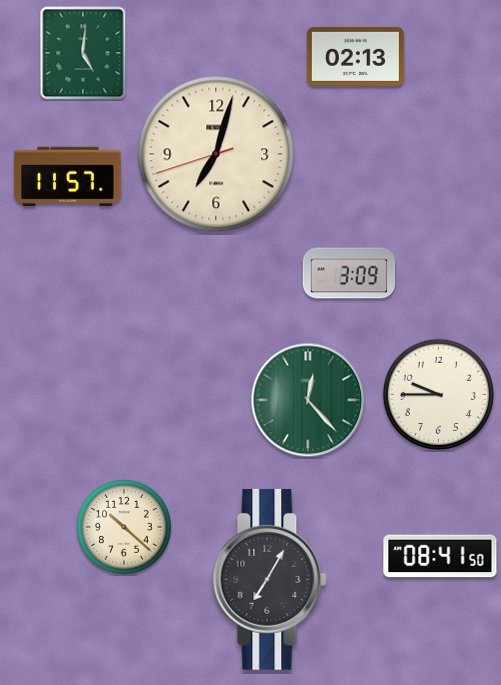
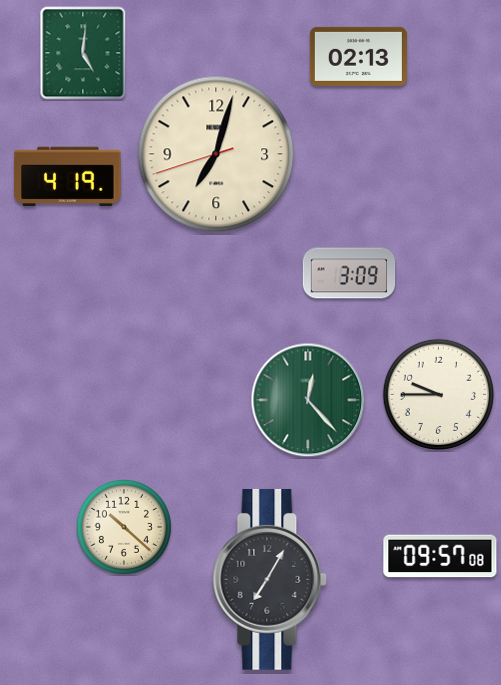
clock at (355, 56) position: (355, 56) -> (358, 56)
clock at (68, 176): 11:57 -> 4:19
clock at (440, 556): 08:41 -> 09:57
